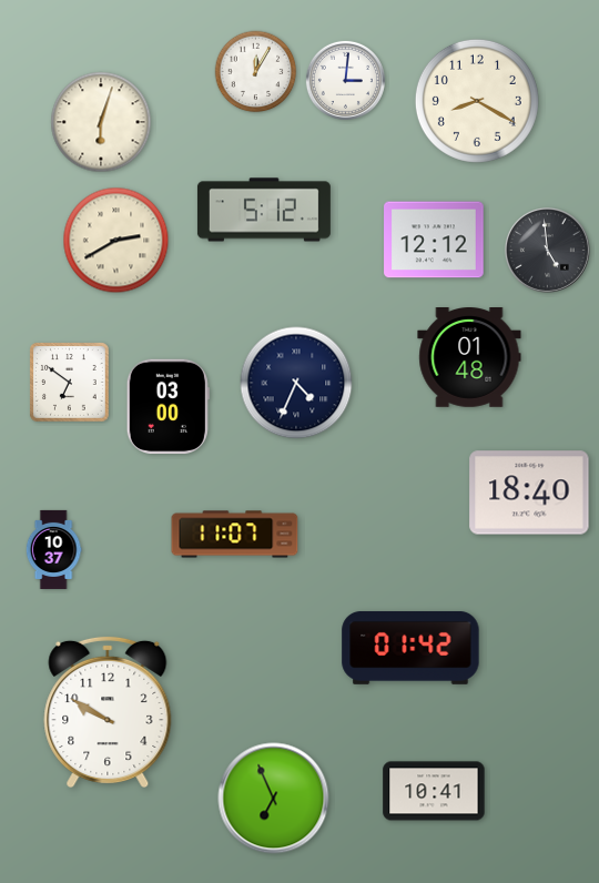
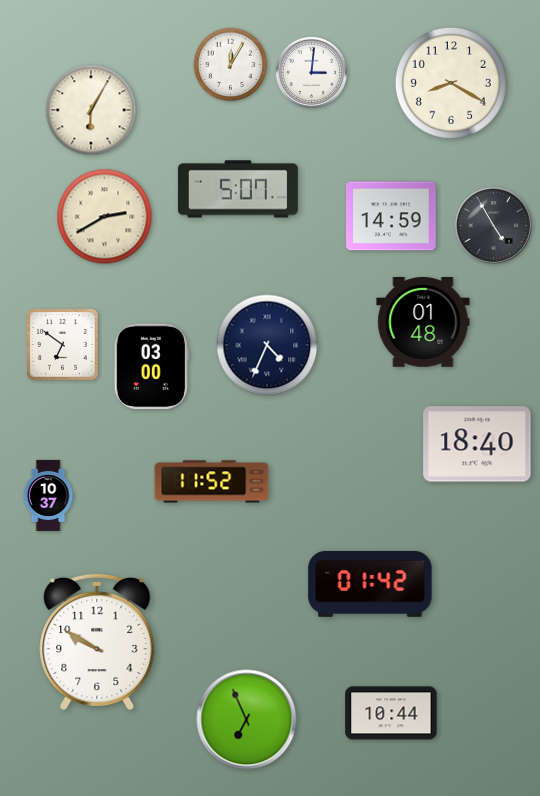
clock at (477, 101) position: (477, 101) -> (451, 83)
clock at (101, 122): 6:03 -> 6:05
clock at (264, 210): 5:12 -> 5:07
clock at (434, 240): 12:12 -> 14:59
clock at (547, 250): 4:59 -> 4:55
clock at (235, 535): 11:07 -> 11:52
clock at (434, 791): 10:41 -> 10:44
